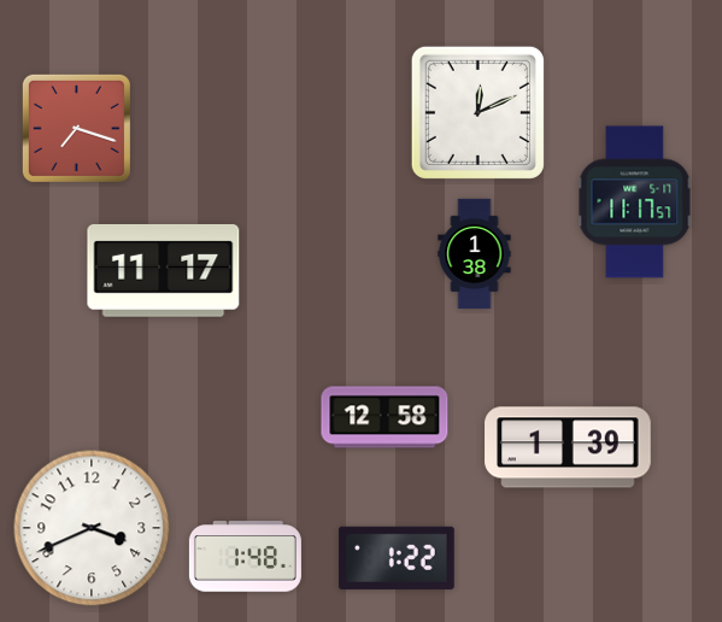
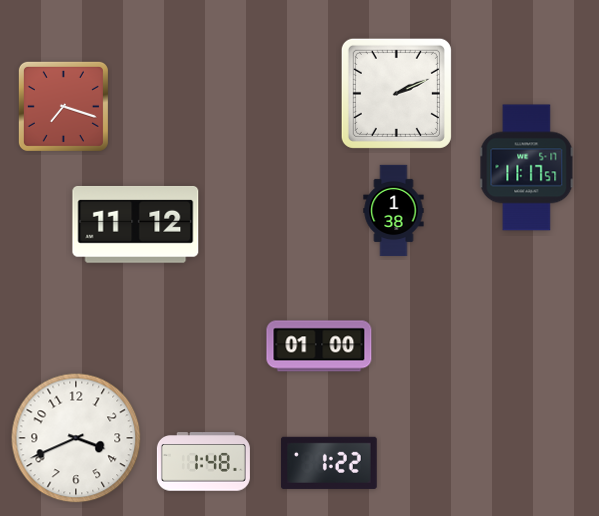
clock at (477, 112): 12:11 -> 2:11
clock at (164, 270): 11:17 -> 11:12
clock at (385, 417): 12:58 -> 01:00
clock at (568, 447): 1:39 -> none
